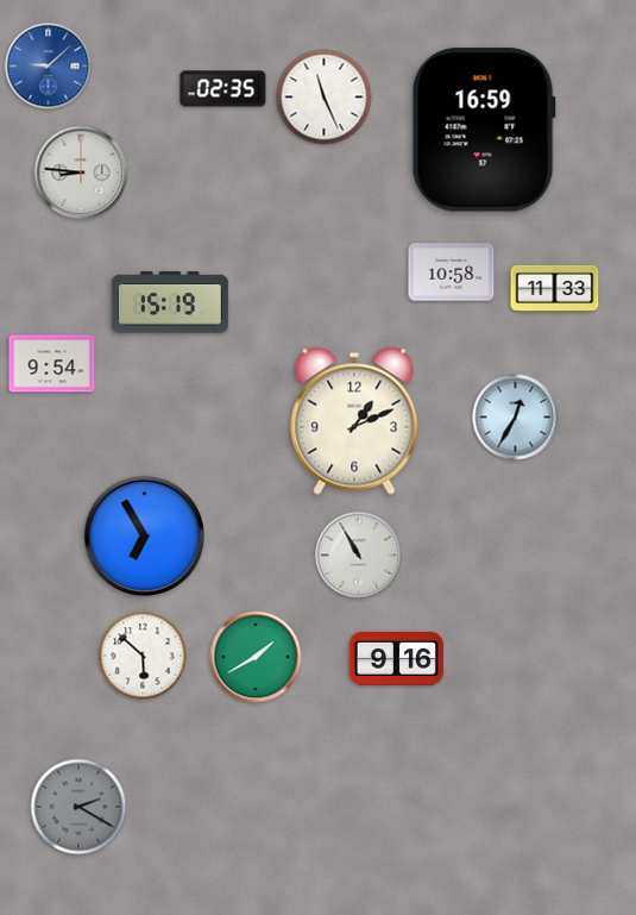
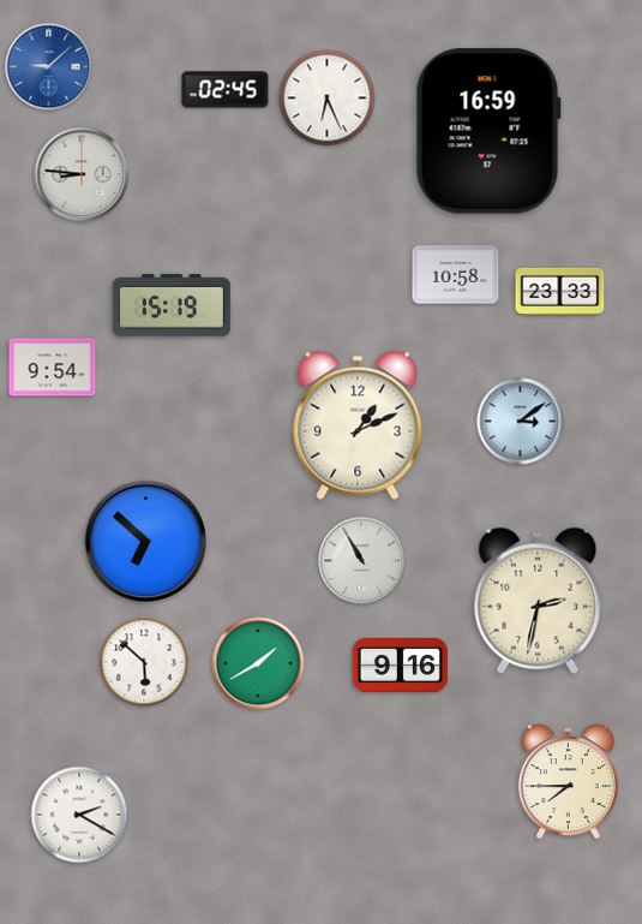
clock at (223, 89): 02:35 -> 02:45
clock at (325, 98): 11:26 -> 6:26
clock at (555, 288): 11:33 -> 23:33
clock at (516, 418): 12:35 -> 3:09
clock at (144, 535): 6:55 -> 6:52
clock at (538, 601): none -> 2:32
clock at (568, 781): none -> 7:45
clock at (78, 807) dial: grey -> white
